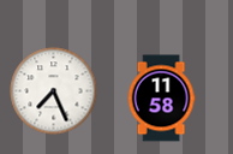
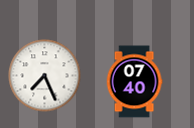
clock at (161, 99): 11:58 -> 07:40
